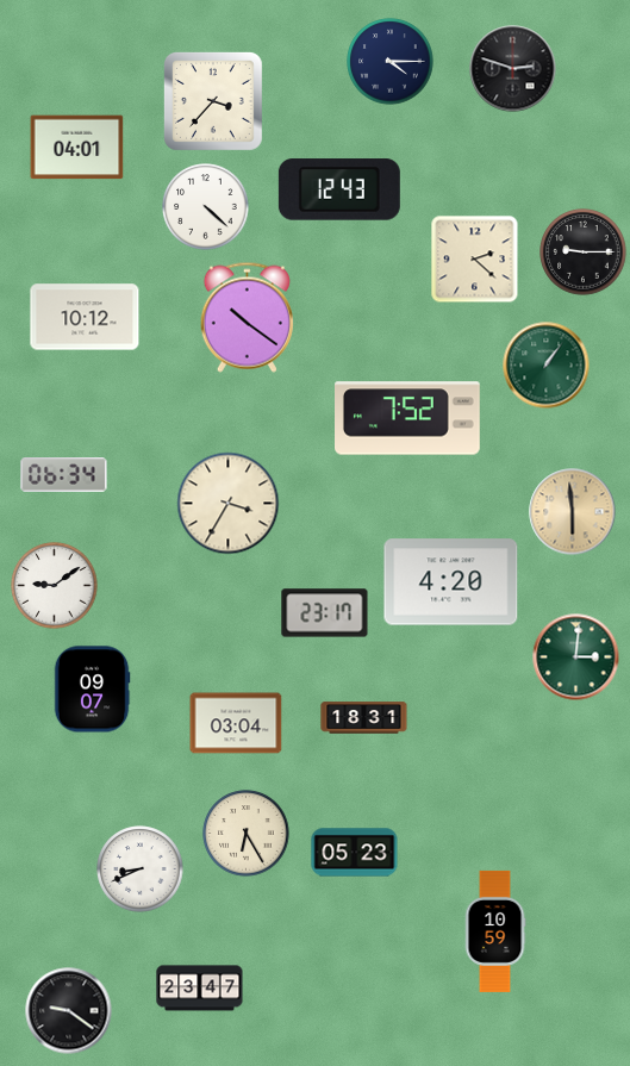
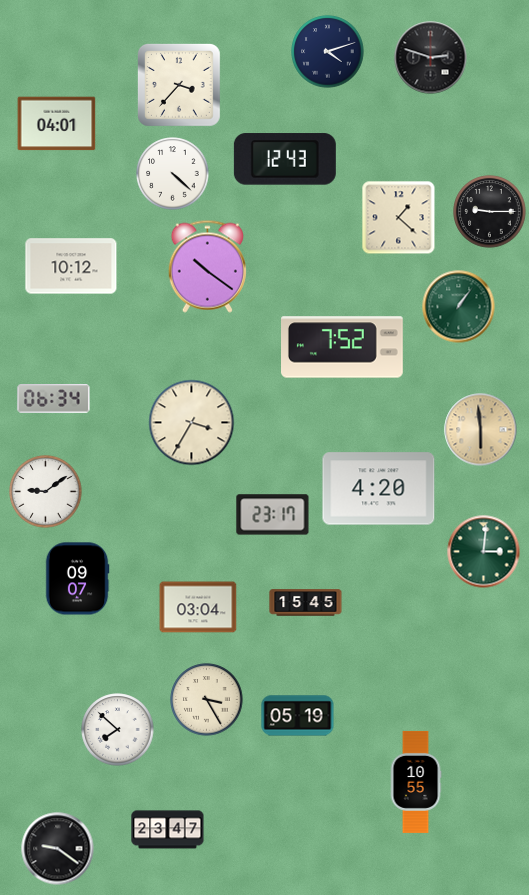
clock at (391, 62): 4:15 -> 4:12
clock at (77, 148) position: (77, 148) -> (57, 124)
clock at (475, 260): 2:22 -> 1:22
clock at (408, 418) position: (408, 418) -> (343, 347)
clock at (364, 718): 18:31 -> 15:45
clock at (247, 834): 6:25 -> 3:25
clock at (355, 853): 05:23 -> 05:19
clock at (141, 869): 8:41 -> 7:52
clock at (495, 931): 10:59 -> 10:55
